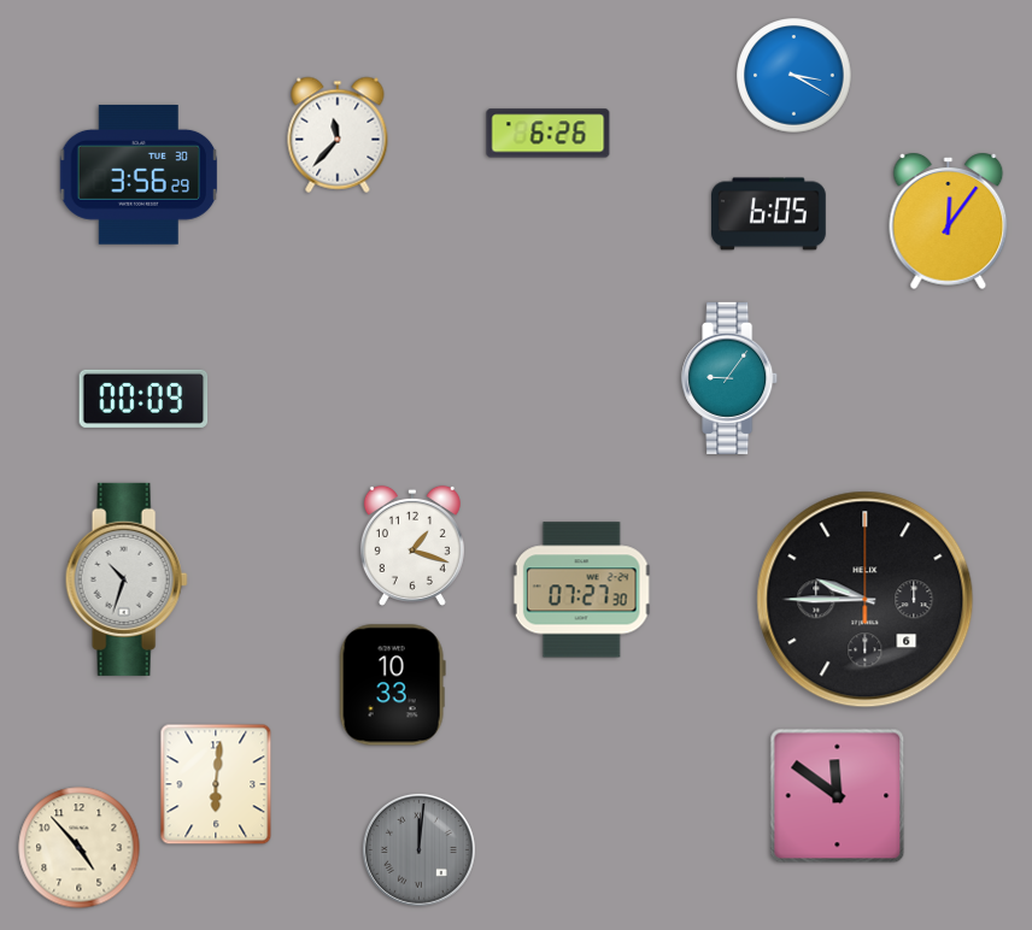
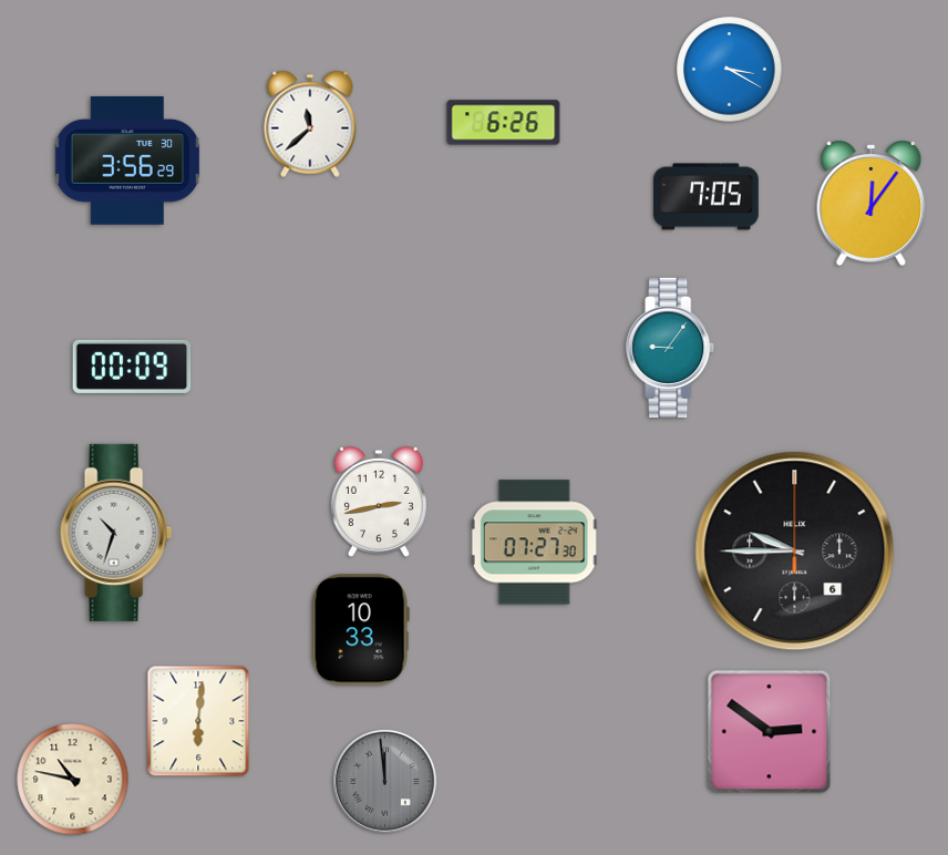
clock at (338, 135): 11:37 -> 11:38
clock at (769, 214): 6:05 -> 7:05
clock at (412, 546): 1:18 -> 2:43
clock at (838, 796): 11:51 -> 2:51
clock at (80, 848): 4:53 -> 10:47
clock at (418, 849): 12:01 -> 11:59
